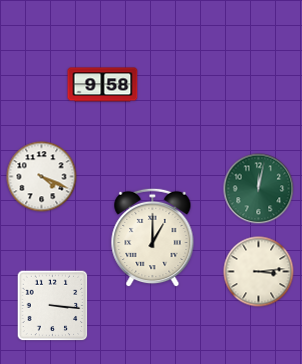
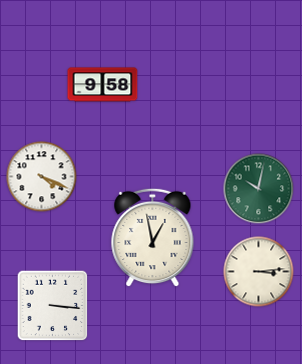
clock at (259, 189): 12:02 -> 10:02
clock at (153, 238): 1:00 -> 12:58
